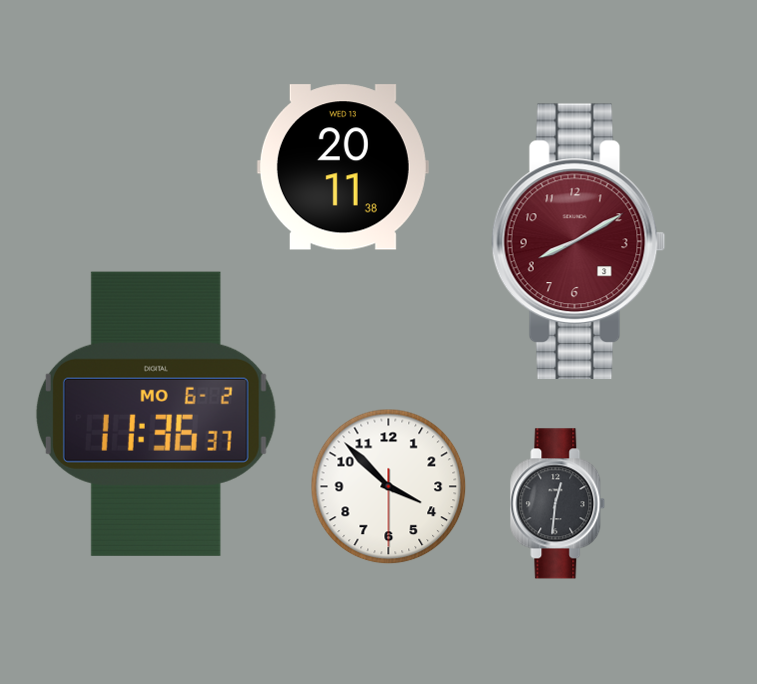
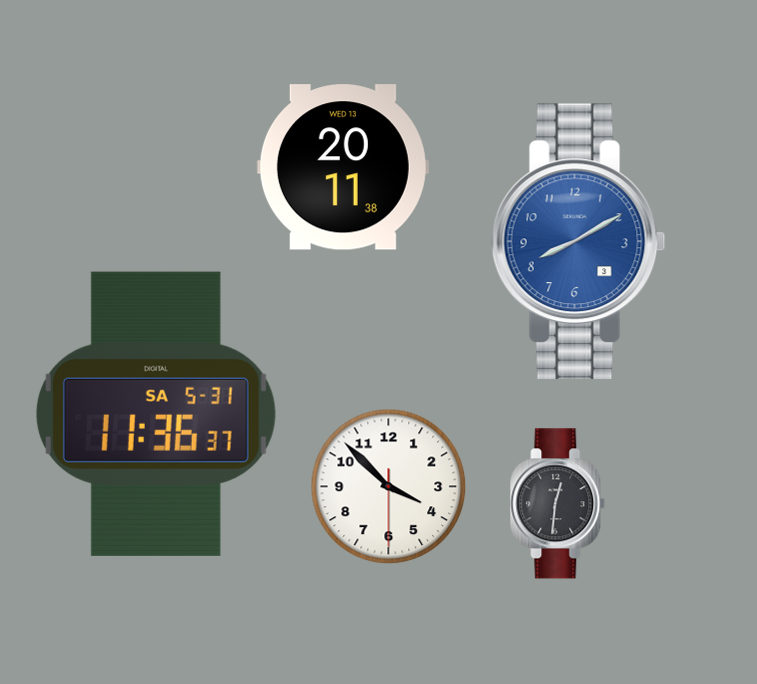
clock at (578, 242) dial: burgundy -> blue
clock at (156, 414) date: MO 6-2 -> SA 5-31
